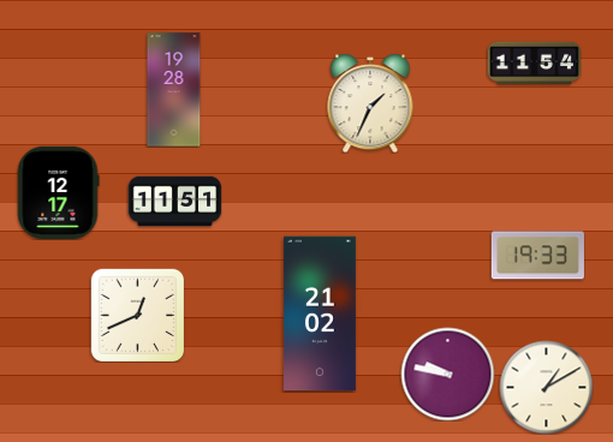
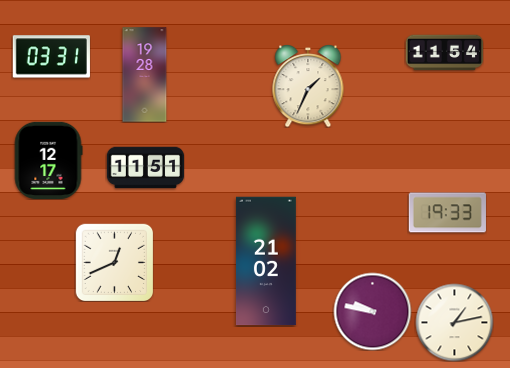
clock at (51, 57): none -> 03:31
clock at (546, 387): 1:10 -> 1:13
